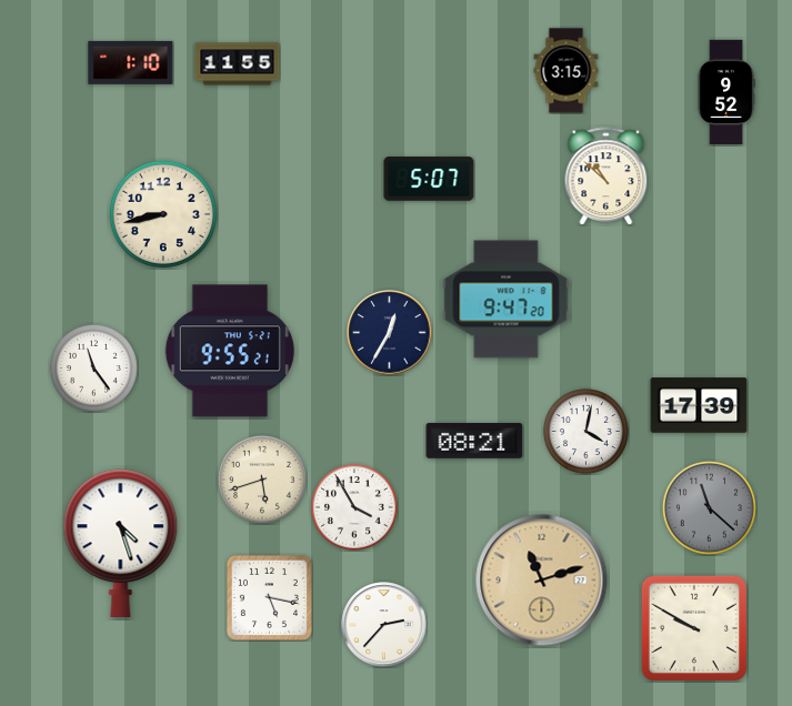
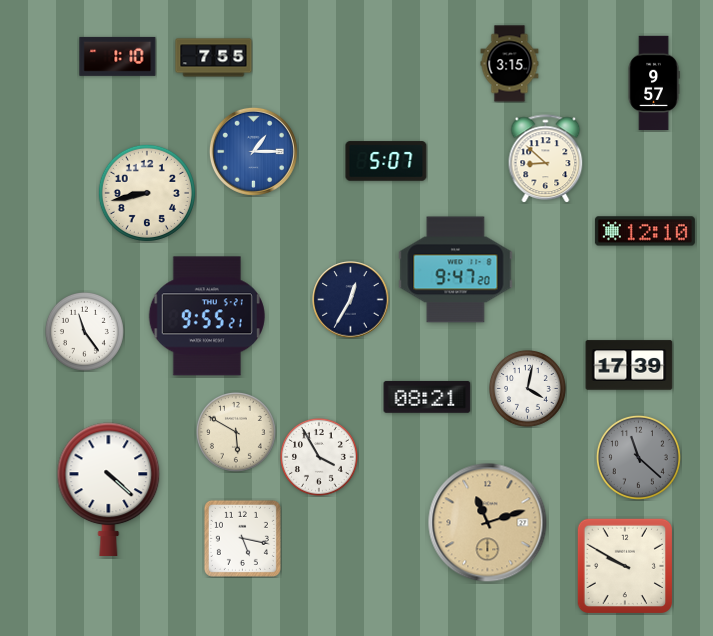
clock at (238, 64): 11:55 -> 7:55
clock at (726, 92): 9:52 -> 9:57
clock at (253, 151): none -> 1:15
clock at (606, 175): 10:52 -> 8:52
clock at (645, 231): none -> 12:10
clock at (262, 480): 5:42 -> 5:50
clock at (121, 543): 4:27 -> 4:22
clock at (384, 625): 2:37 -> none
